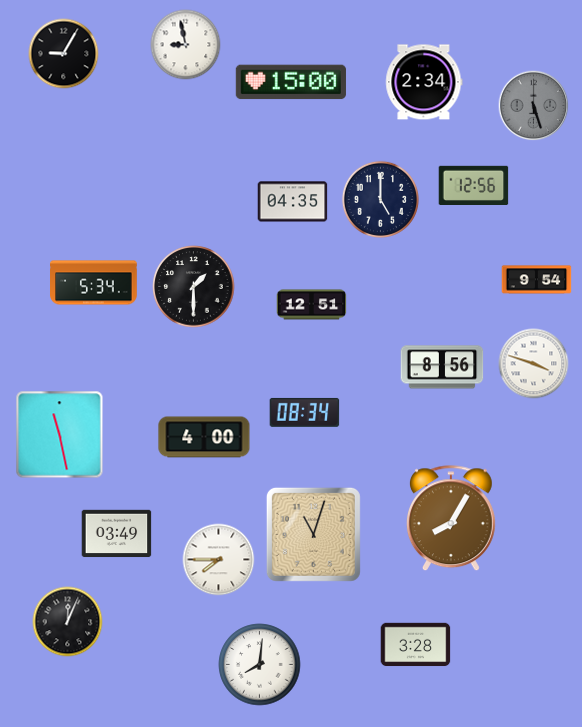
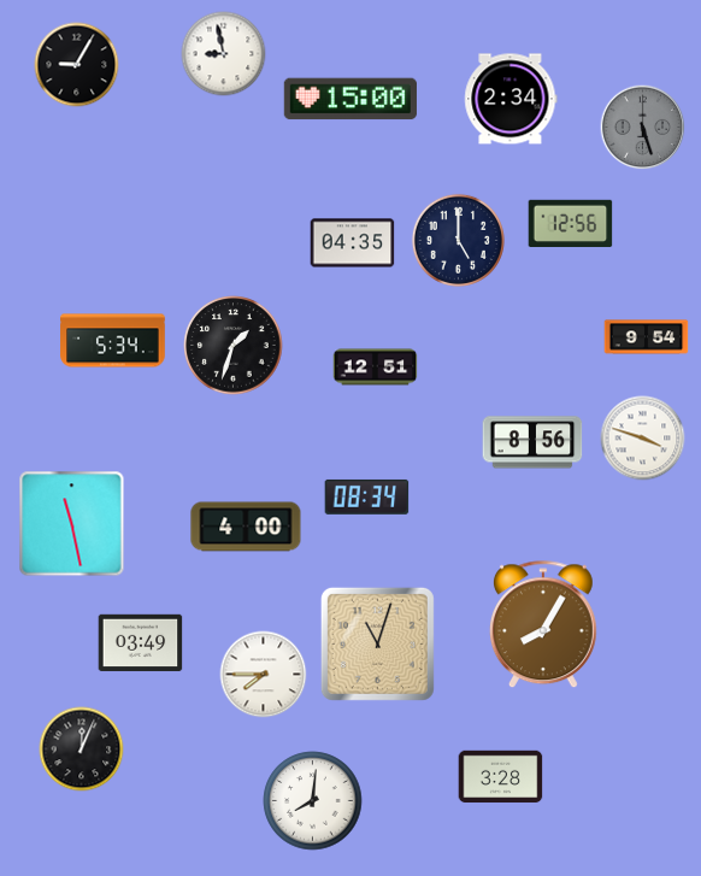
clock at (194, 287): 1:30 -> 1:33
